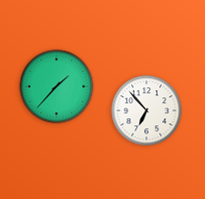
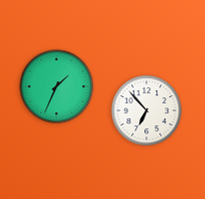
clock at (57, 87): 1:37 -> 1:34
